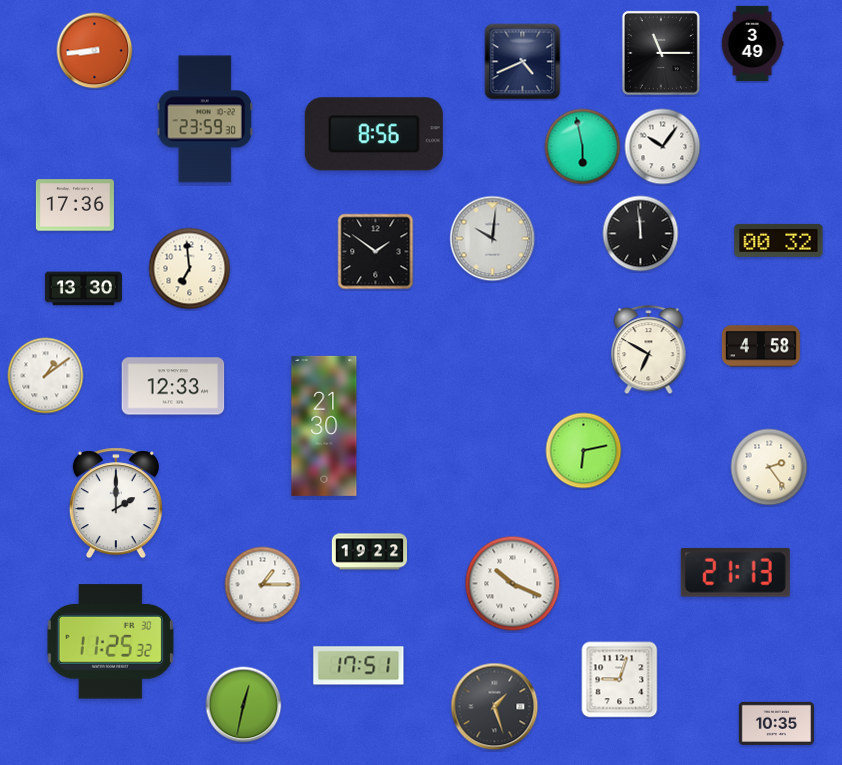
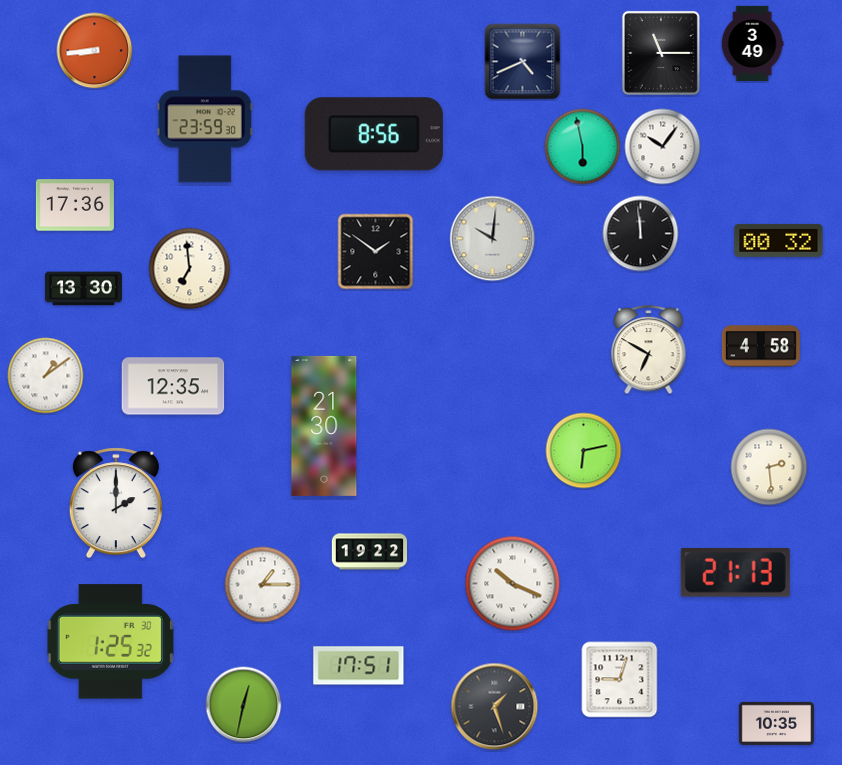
clock at (173, 386): 12:33 -> 12:35
clock at (769, 467): 2:24 -> 2:29
clock at (110, 642): 11:25 -> 1:25
